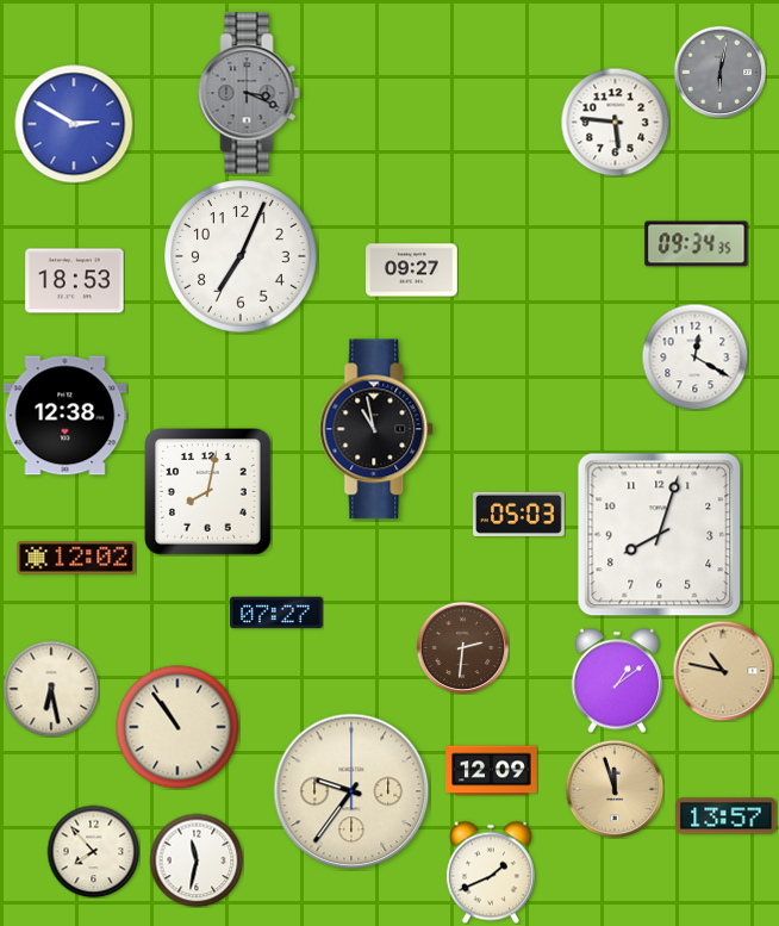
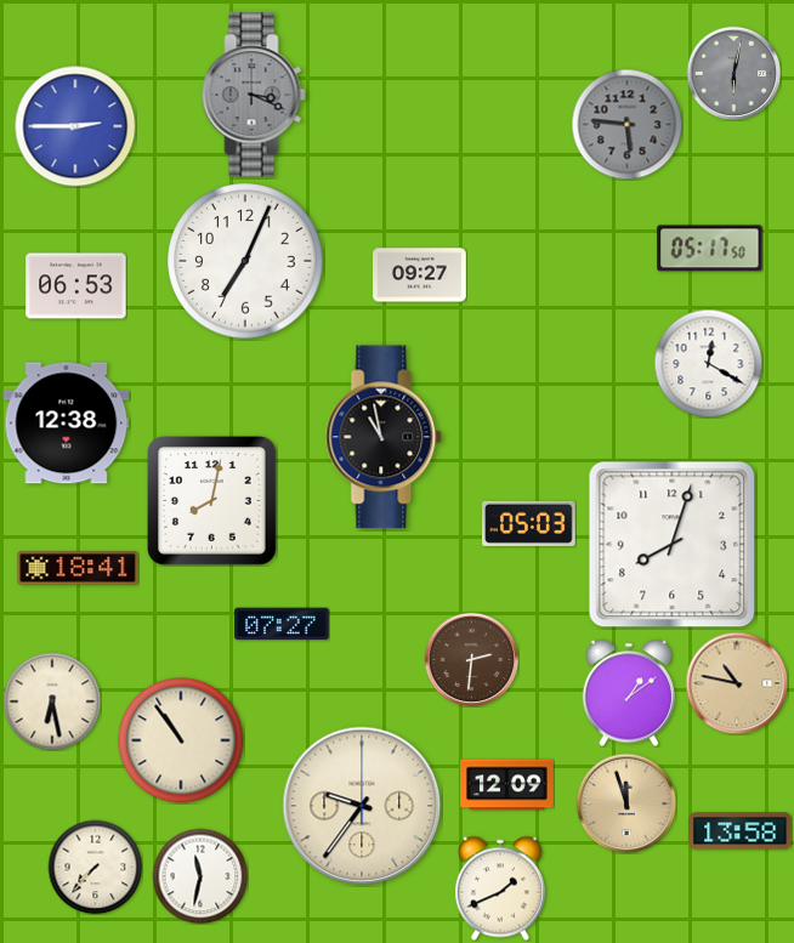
clock at (615, 122) dial: white -> grey
clock at (74, 124): 2:50 -> 2:45
clock at (697, 244): 09:34 -> 05:17
clock at (75, 281): 18:53 -> 06:53
clock at (76, 558): 12:02 -> 18:41
clock at (492, 771) position: (492, 771) -> (507, 785)
clock at (351, 791) position: (351, 791) -> (362, 806)
clock at (727, 816): 13:57 -> 13:58
clock at (93, 851): 7:53 -> 7:37
